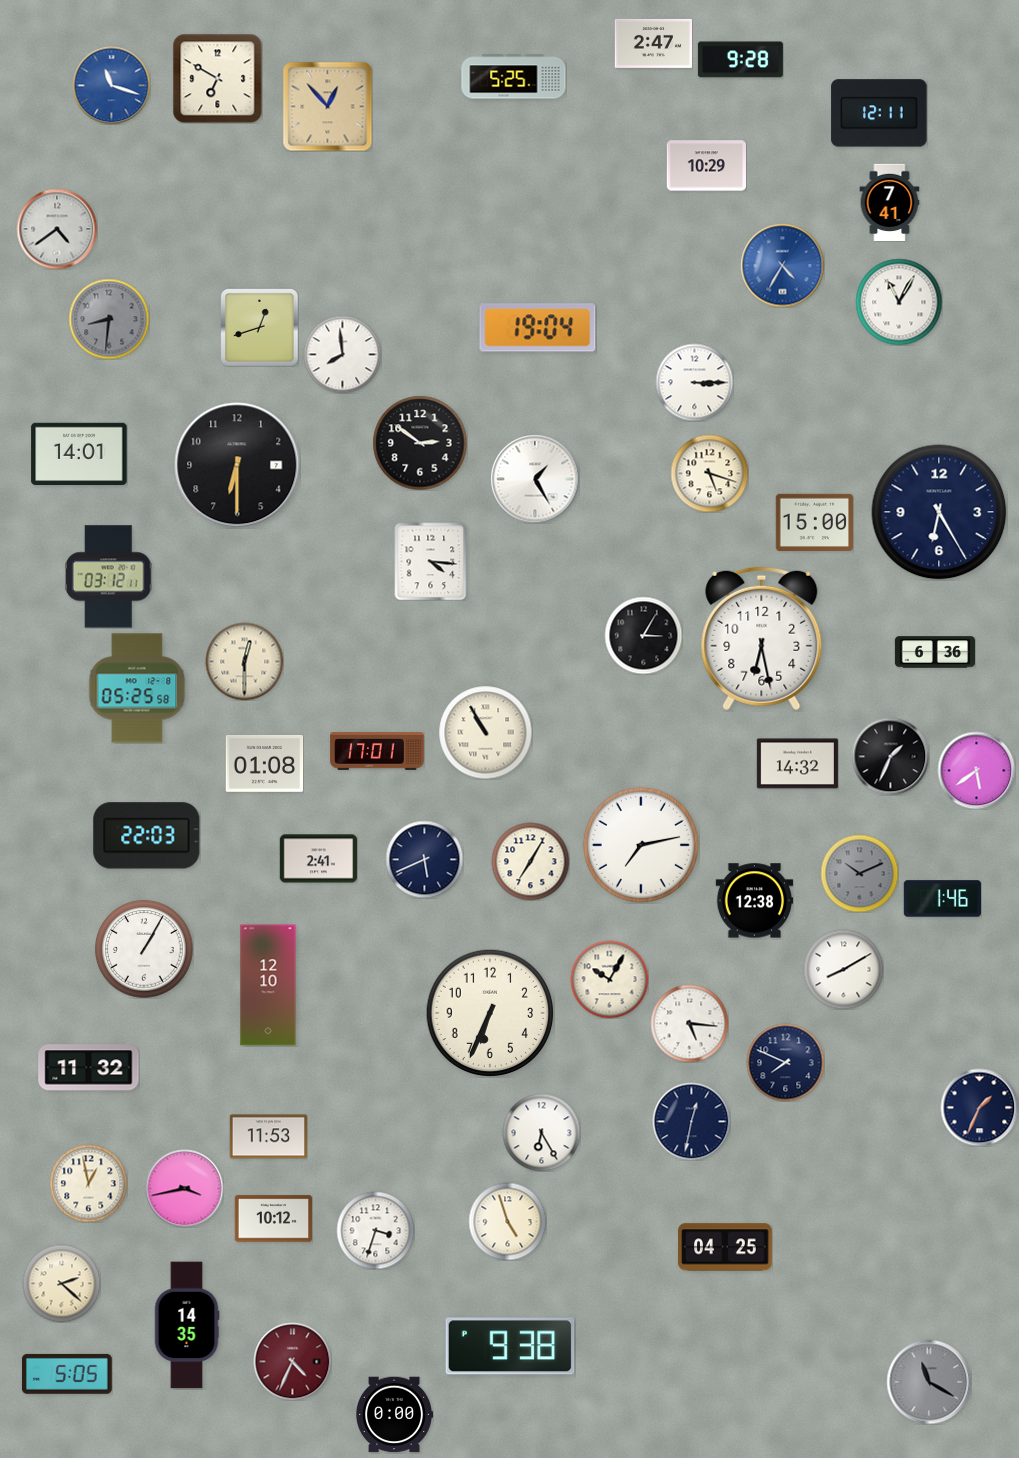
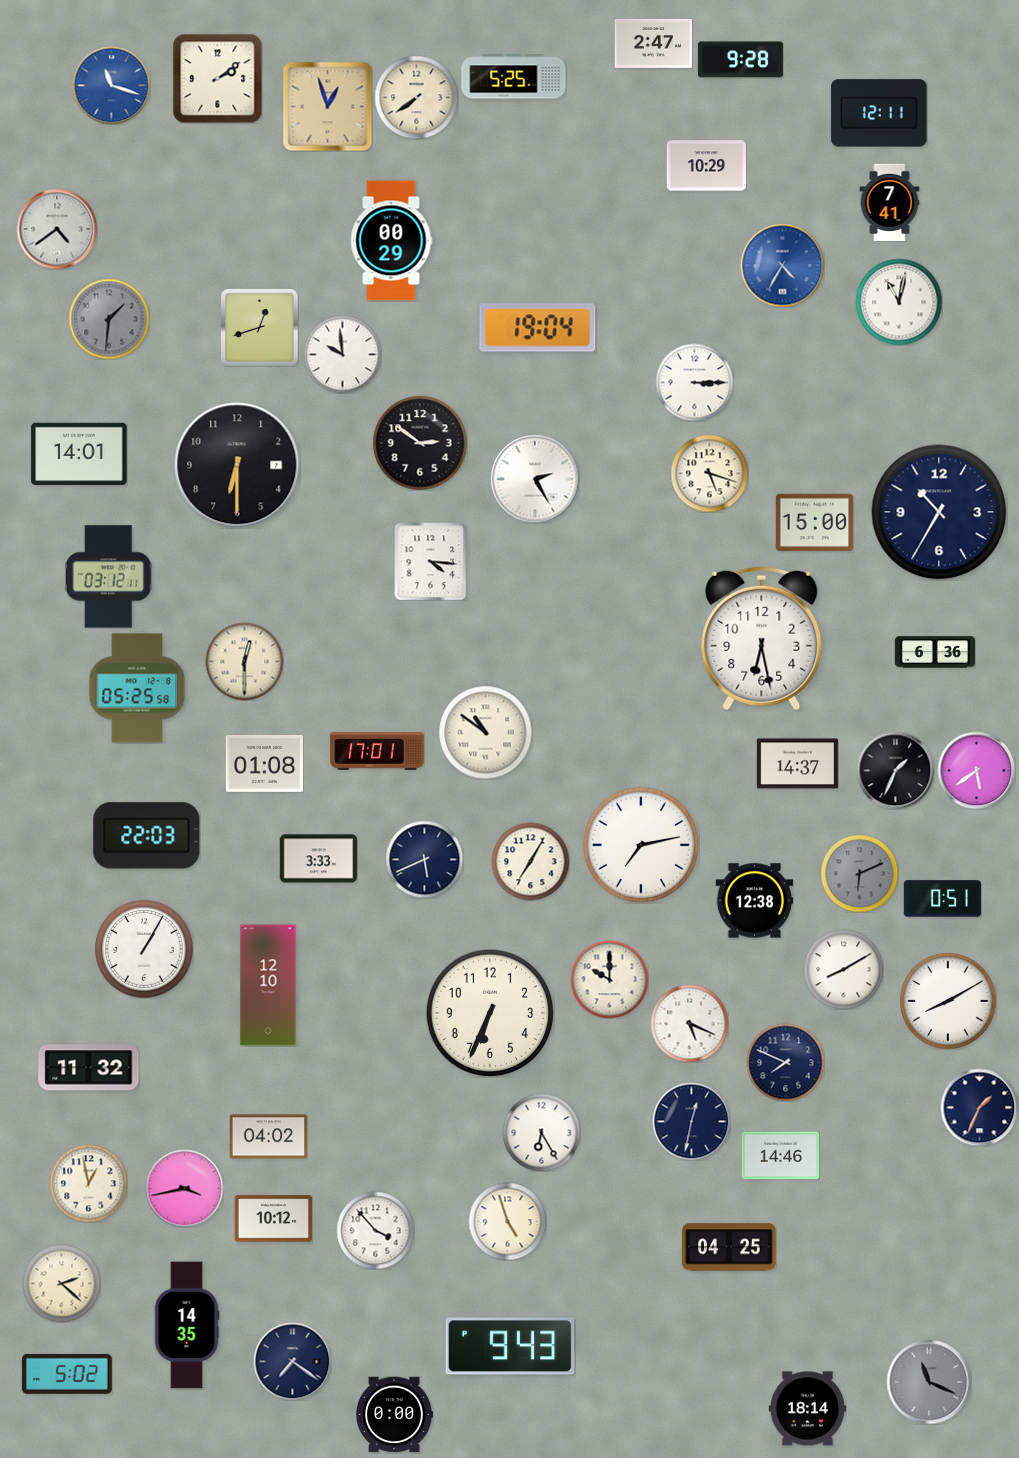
clock at (217, 78): 6:50 -> 2:09
clock at (416, 97): none -> 7:39
clock at (327, 106): 12:53 -> 12:57
clock at (391, 241): none -> 00:29
clock at (899, 302): 11:05 -> 11:02
clock at (109, 319): 8:31 -> 1:31
clock at (342, 354): 7:59 -> 9:59
clock at (535, 479): 1:25 -> 2:25
clock at (939, 512): 6:25 -> 10:35
clock at (643, 635): 3:05 -> none
clock at (485, 732): 10:55 -> 10:51
clock at (890, 756) position: (890, 756) -> (895, 770)
clock at (797, 764): 14:32 -> 14:37
clock at (318, 859): 2:41 -> 3:33
clock at (859, 873): 10:11 -> 6:11
clock at (942, 899): 1:46 -> 0:51
clock at (609, 979): 10:05 -> 10:00
clock at (948, 1001): none -> 8:10
clock at (689, 1023): 5:16 -> 5:19
clock at (268, 1137): 11:53 -> 04:02
clock at (780, 1156): none -> 14:46
clock at (375, 1230): 3:33 -> 3:53
clock at (725, 1247) position: (725, 1247) -> (729, 1247)
clock at (510, 1346): 9:38 -> 9:43
clock at (292, 1361): 4:34 -> 7:21
clock at (292, 1361) dial: burgundy -> navy
clock at (67, 1374): 5:05 -> 5:02
clock at (929, 1382): 11:20 -> 11:19
clock at (807, 1409): none -> 18:14
